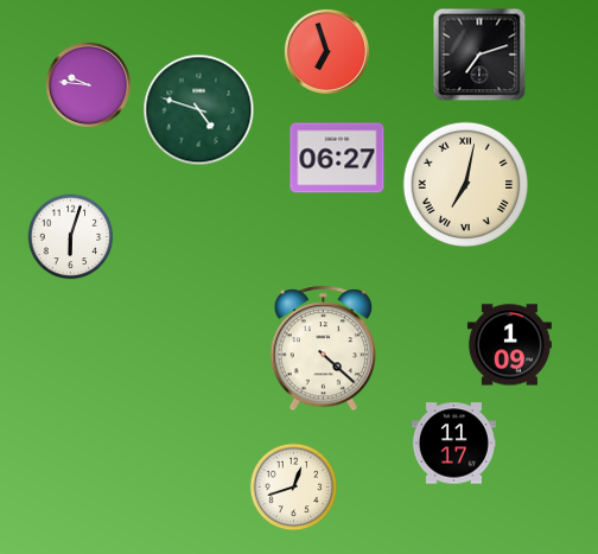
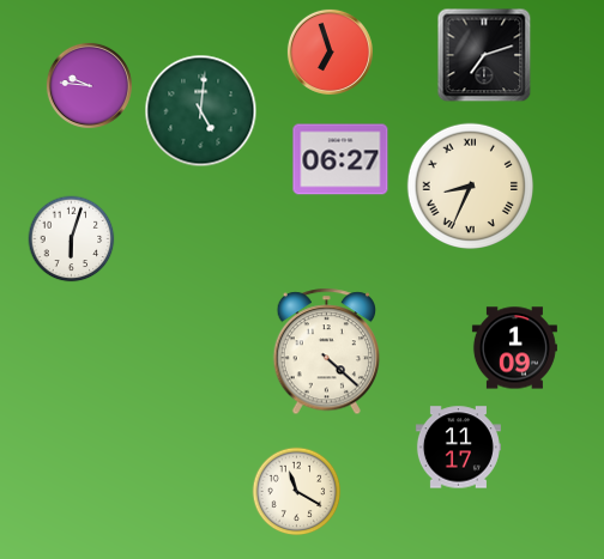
clock at (199, 110): 4:48 -> 5:01
clock at (466, 185): 7:02 -> 8:34
clock at (294, 488): 12:42 -> 11:20
